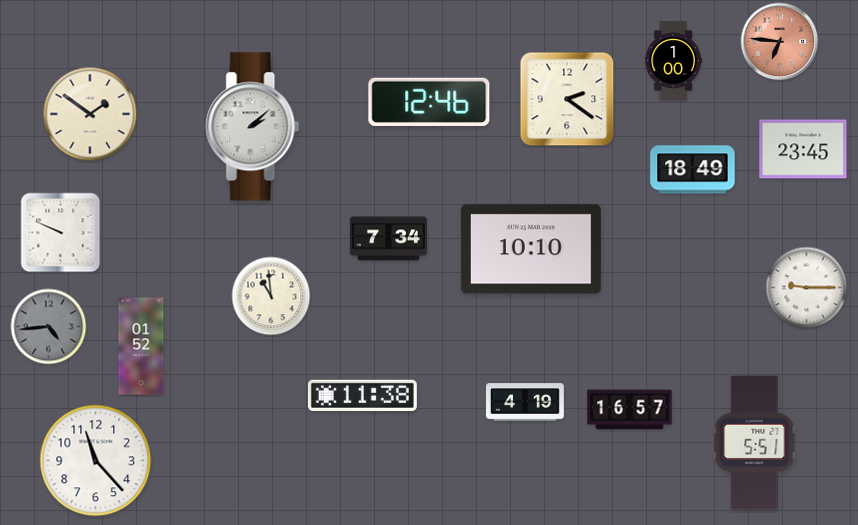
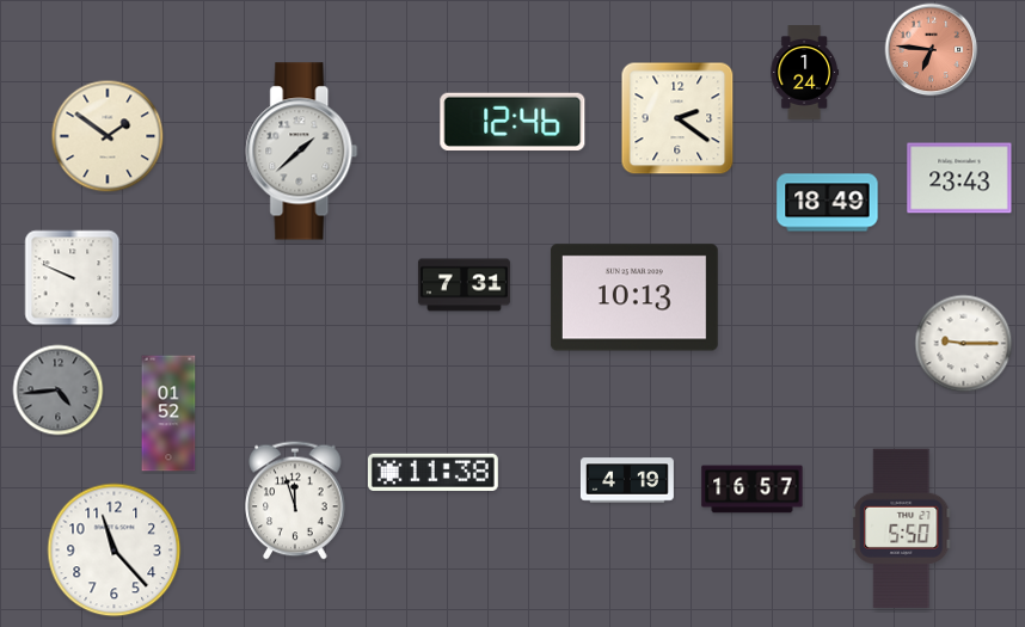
clock at (673, 61): 1:00 -> 1:24
clock at (253, 127): 2:08 -> 1:38
clock at (803, 149): 23:45 -> 23:43
clock at (388, 239): 7:34 -> 7:31
clock at (531, 249): 10:10 -> 10:13
clock at (271, 296): 10:59 -> none
clock at (295, 500): none -> 11:57
clock at (755, 442): 5:51 -> 5:50
